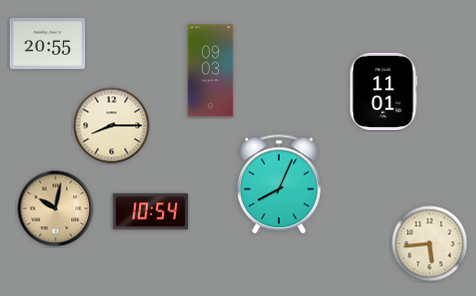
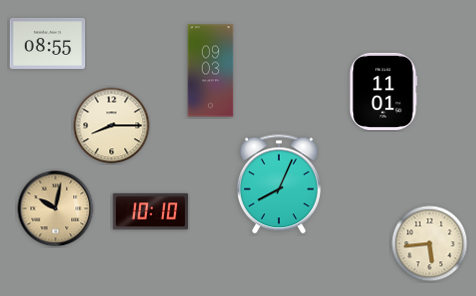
clock at (48, 43): 20:55 -> 08:55
clock at (151, 212): 10:54 -> 10:10
